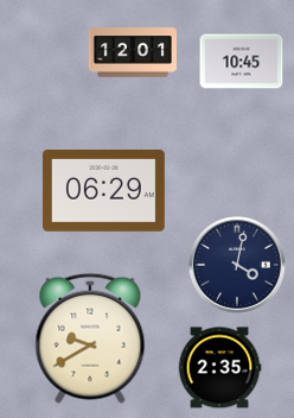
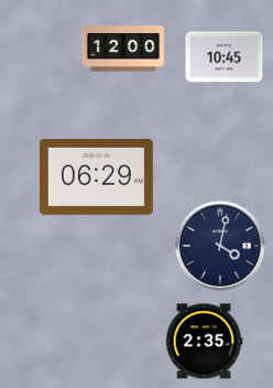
clock at (133, 52): 12:01 -> 12:00
clock at (90, 338): 9:40 -> none
